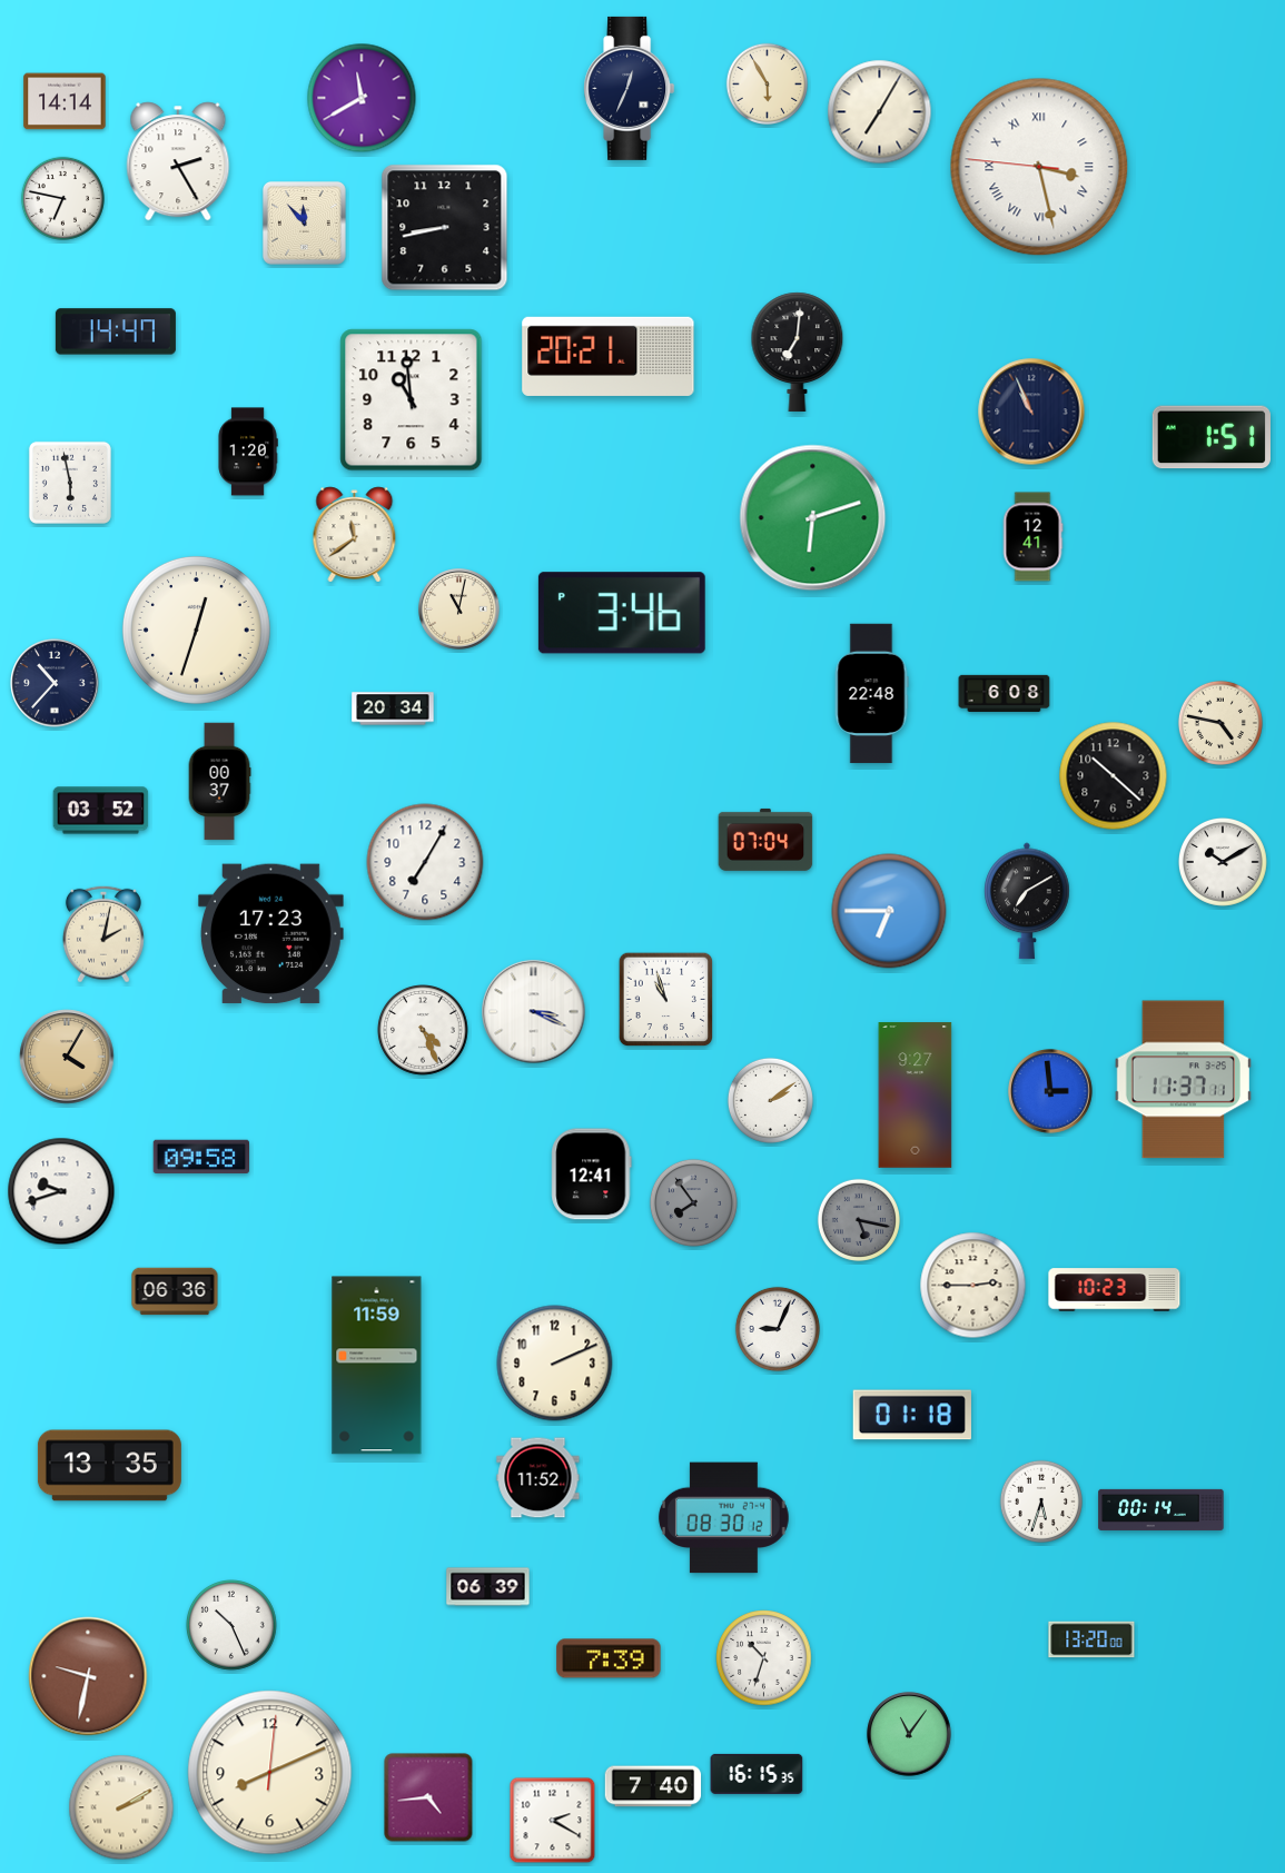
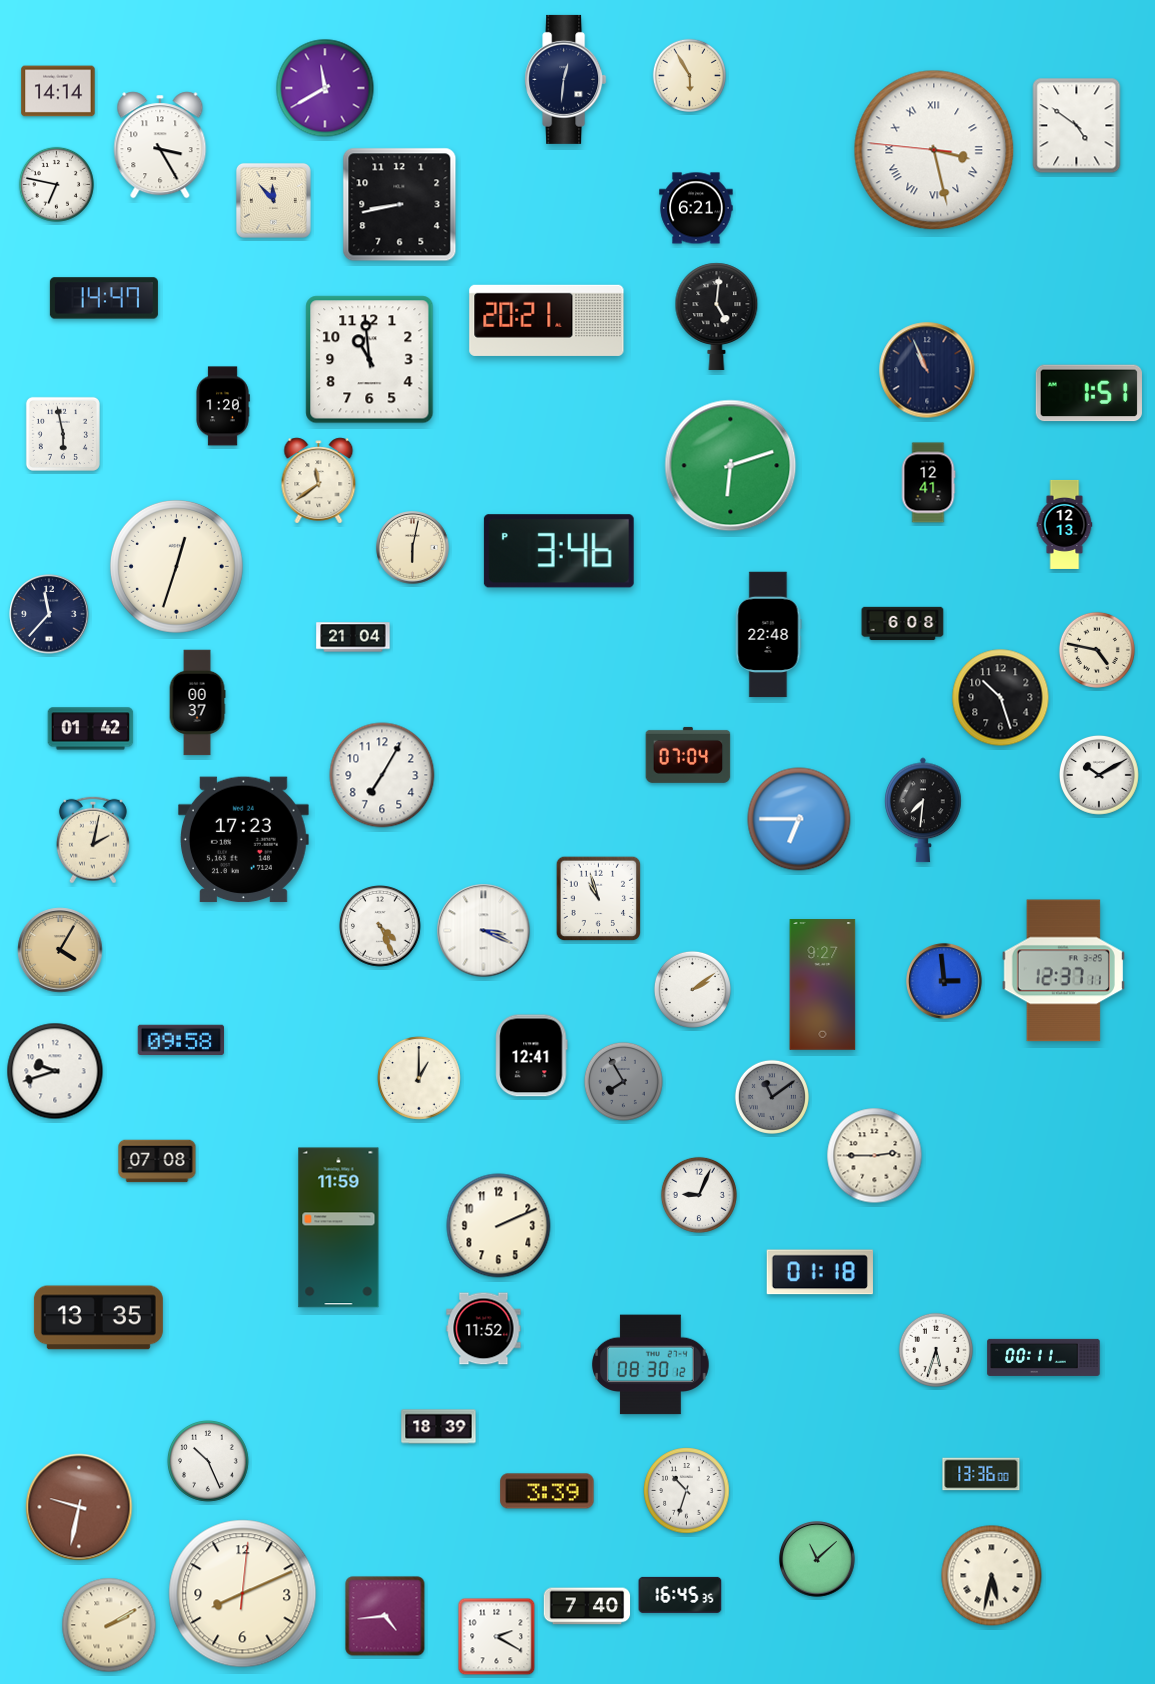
clock at (630, 88): 12:34 -> 12:31
clock at (880, 112): 7:05 -> none
clock at (1077, 126): none -> 4:51
clock at (178, 161): 2:25 -> 3:25
clock at (62, 198) position: (62, 198) -> (56, 184)
clock at (696, 208): none -> 6:21
clock at (798, 351): 7:01 -> 5:01
clock at (1065, 524): none -> 12:13
clock at (459, 610): 11:02 -> 6:02
clock at (55, 683): 10:37 -> 11:37
clock at (871, 694) position: (871, 694) -> (768, 635)
clock at (393, 708): 20:34 -> 21:04
clock at (1114, 776): 10:22 -> 10:27
clock at (101, 811): 03:52 -> 01:42
clock at (1027, 901): 7:10 -> 7:31
clock at (534, 1012) position: (534, 1012) -> (484, 931)
clock at (1183, 1080): 11:37 -> 12:37
clock at (419, 1078): none -> 1:00
clock at (693, 1202): 7:54 -> 7:55
clock at (859, 1220): 5:17 -> 11:09
clock at (1115, 1290): 10:23 -> none
clock at (175, 1291): 06:36 -> 07:08
clock at (1162, 1509): 00:14 -> 00:11
clock at (488, 1587): 06:39 -> 18:39
clock at (1091, 1639): 13:20 -> 13:36
clock at (609, 1658): 7:39 -> 3:39
clock at (909, 1734): 11:06 -> 11:08
clock at (992, 1576): none -> 5:32
clock at (757, 1774): 16:15 -> 16:45
